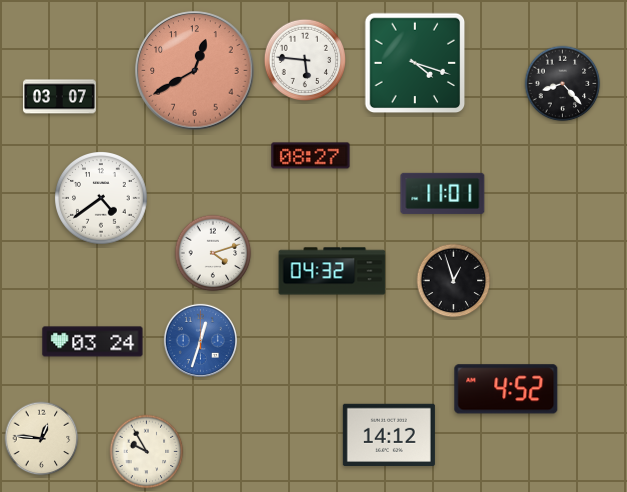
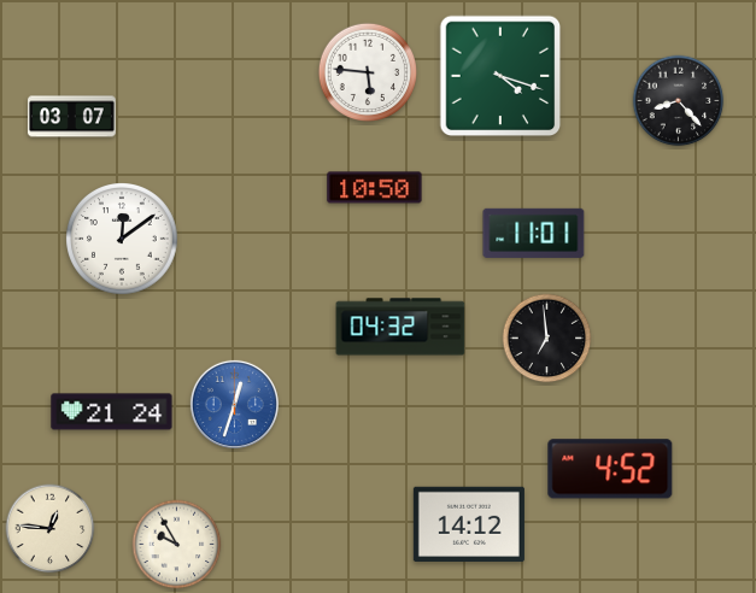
clock at (195, 71): 12:40 -> none
clock at (311, 156): 08:27 -> 10:50
clock at (102, 199): 4:39 -> 12:09
clock at (213, 253): 4:12 -> none
clock at (454, 281): 12:57 -> 6:59
clock at (200, 340) position: (200, 340) -> (234, 404)
clock at (93, 342): 03:24 -> 21:24
